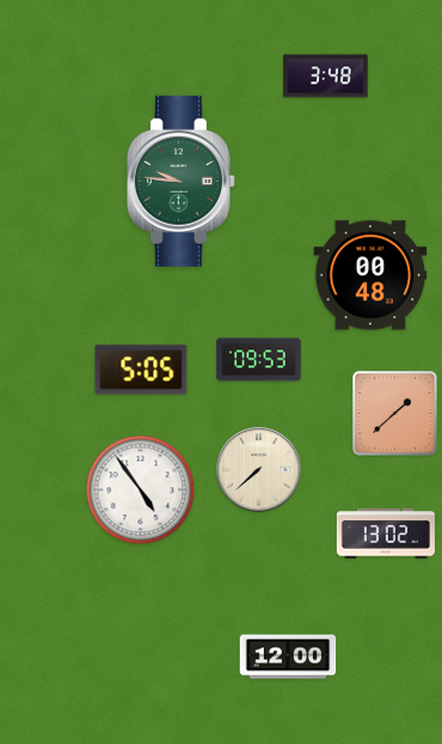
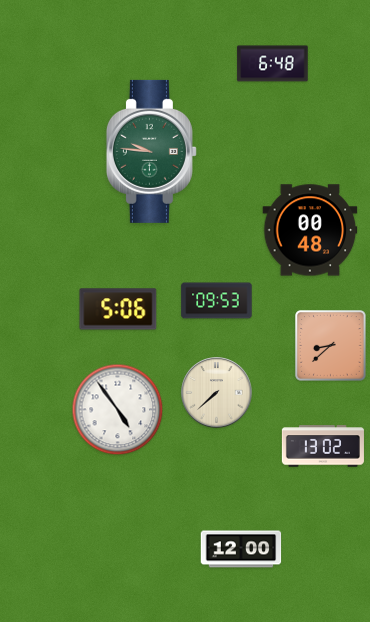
clock at (326, 77): 3:48 -> 6:48
clock at (141, 370): 5:05 -> 5:06
clock at (395, 414): 1:38 -> 8:38
